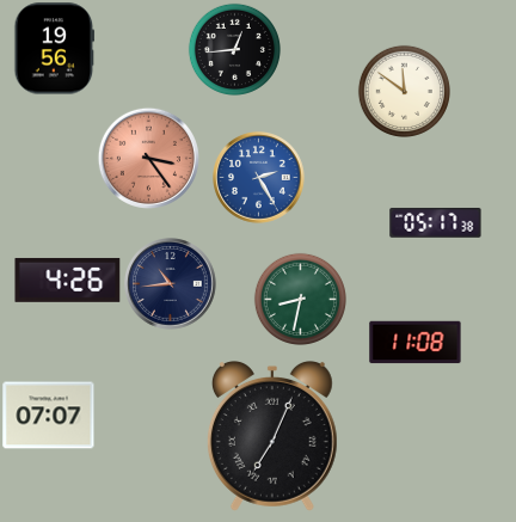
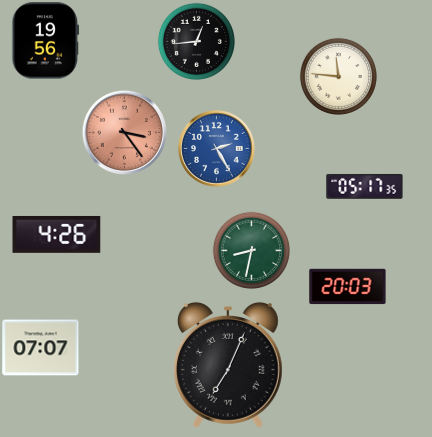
clock at (404, 91): 11:51 -> 11:46
clock at (436, 222): 05:17:38 -> 05:17:35
clock at (171, 284): 10:44 -> none
clock at (416, 343): 11:08 -> 20:03
